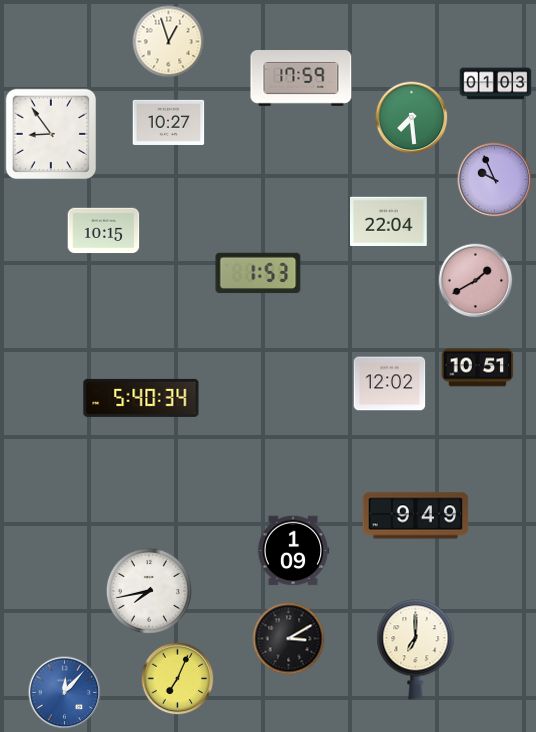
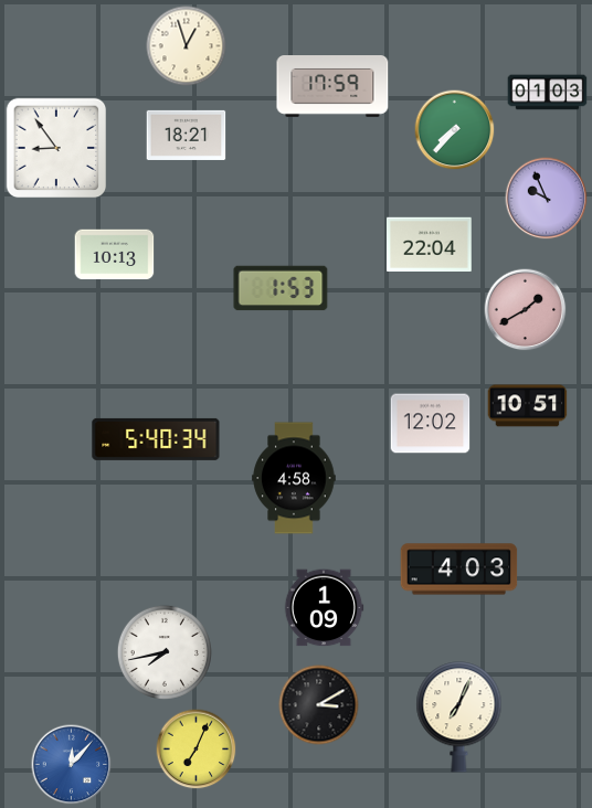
clock at (412, 118): 7:29 -> 7:37
clock at (169, 122): 10:27 -> 18:21
clock at (104, 231): 10:15 -> 10:13
clock at (258, 273) position: (258, 273) -> (281, 288)
clock at (294, 478): none -> 4:58
clock at (416, 516): 9:49 -> 4:03
clock at (416, 650): 7:00 -> 7:04
